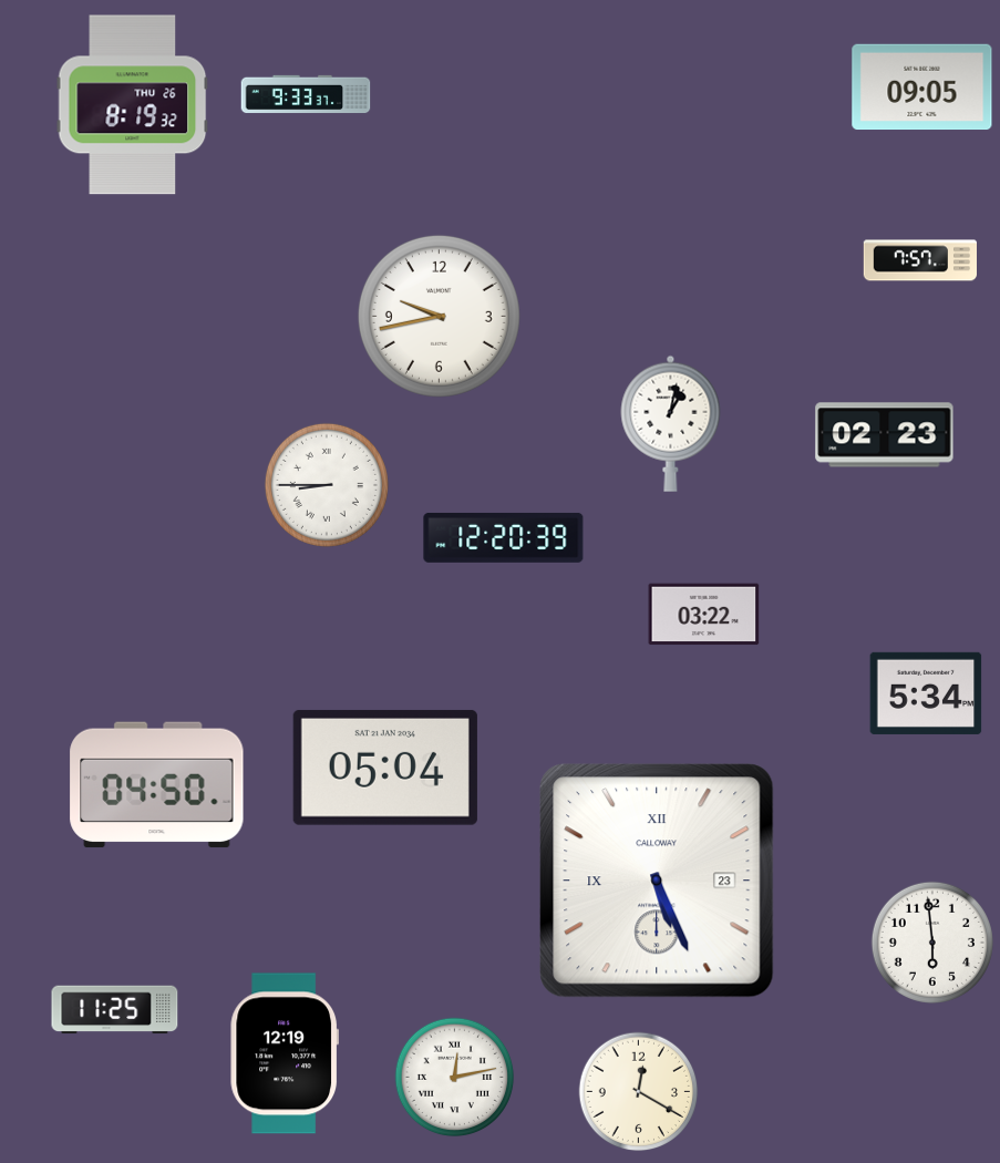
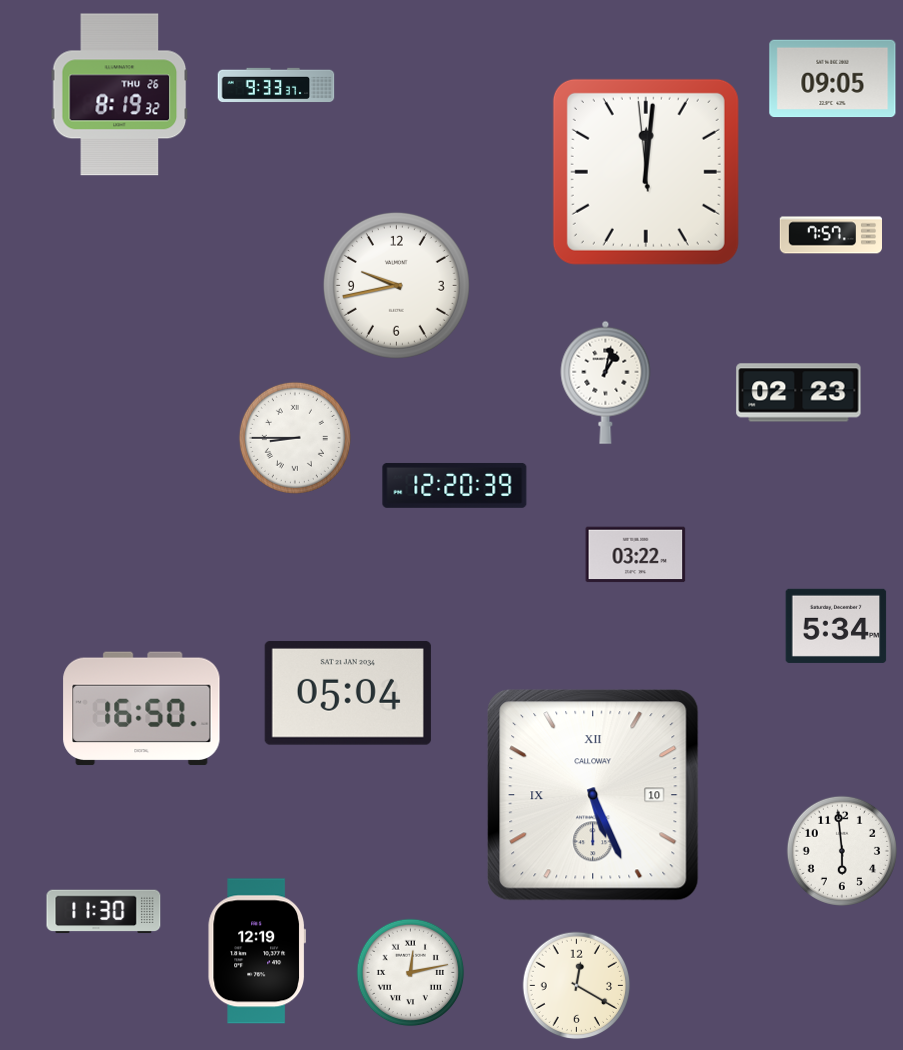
clock at (646, 172): none -> 12:00
clock at (157, 785): 04:50 -> 16:50
clock at (657, 881) date: 23 -> 10
clock at (115, 1010): 11:25 -> 11:30
